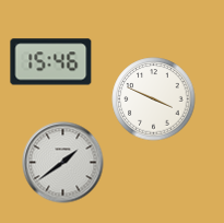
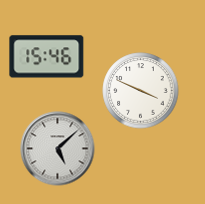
clock at (63, 163): 1:39 -> 5:08
